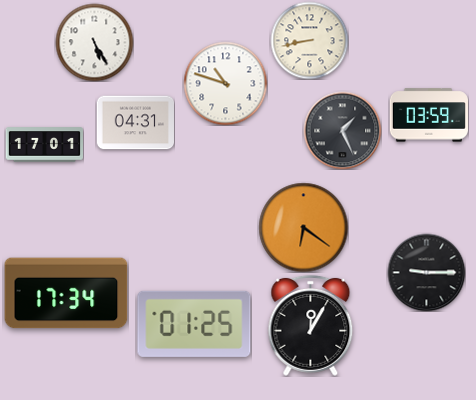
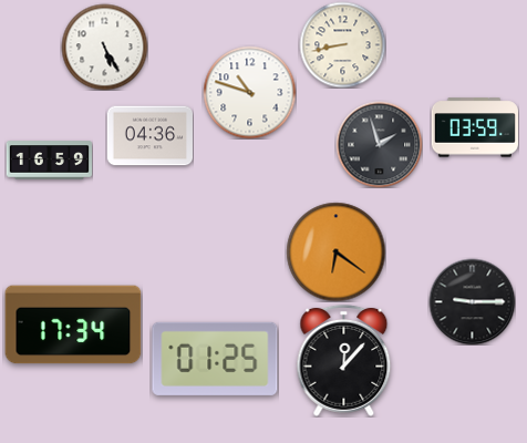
clock at (135, 123): 04:31 -> 04:36
clock at (342, 130): 1:26 -> 1:57
clock at (44, 145): 17:01 -> 16:59
clock at (311, 325): 12:05 -> 12:07
